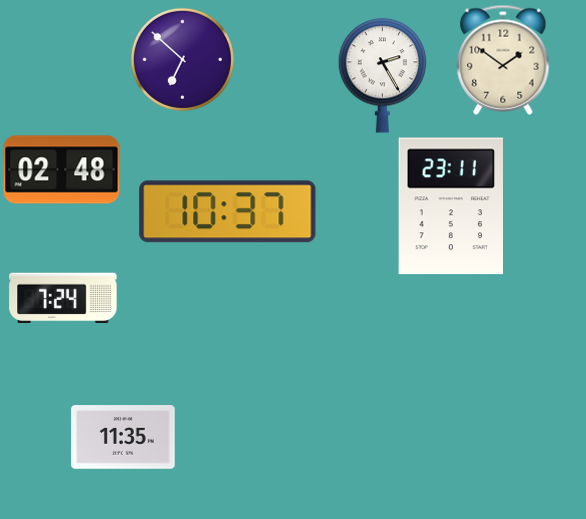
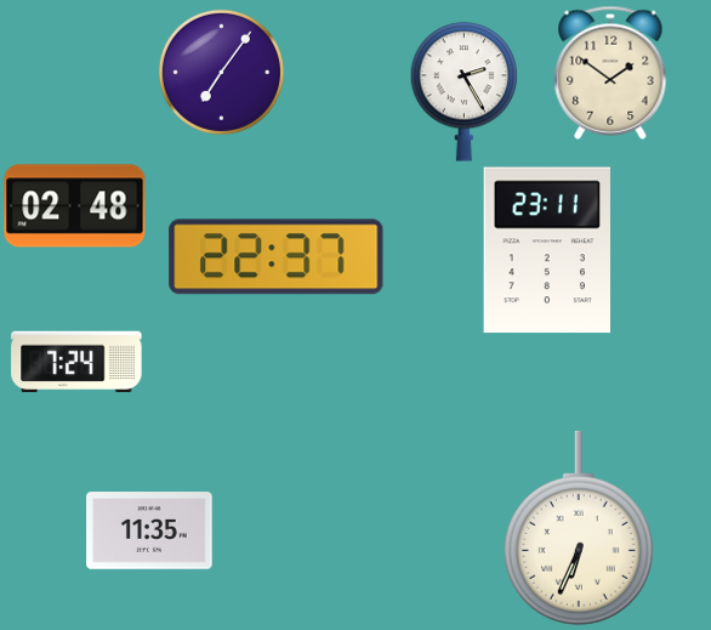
clock at (182, 59): 6:52 -> 7:06
clock at (228, 212): 10:37 -> 22:37
clock at (579, 528): none -> 6:34
